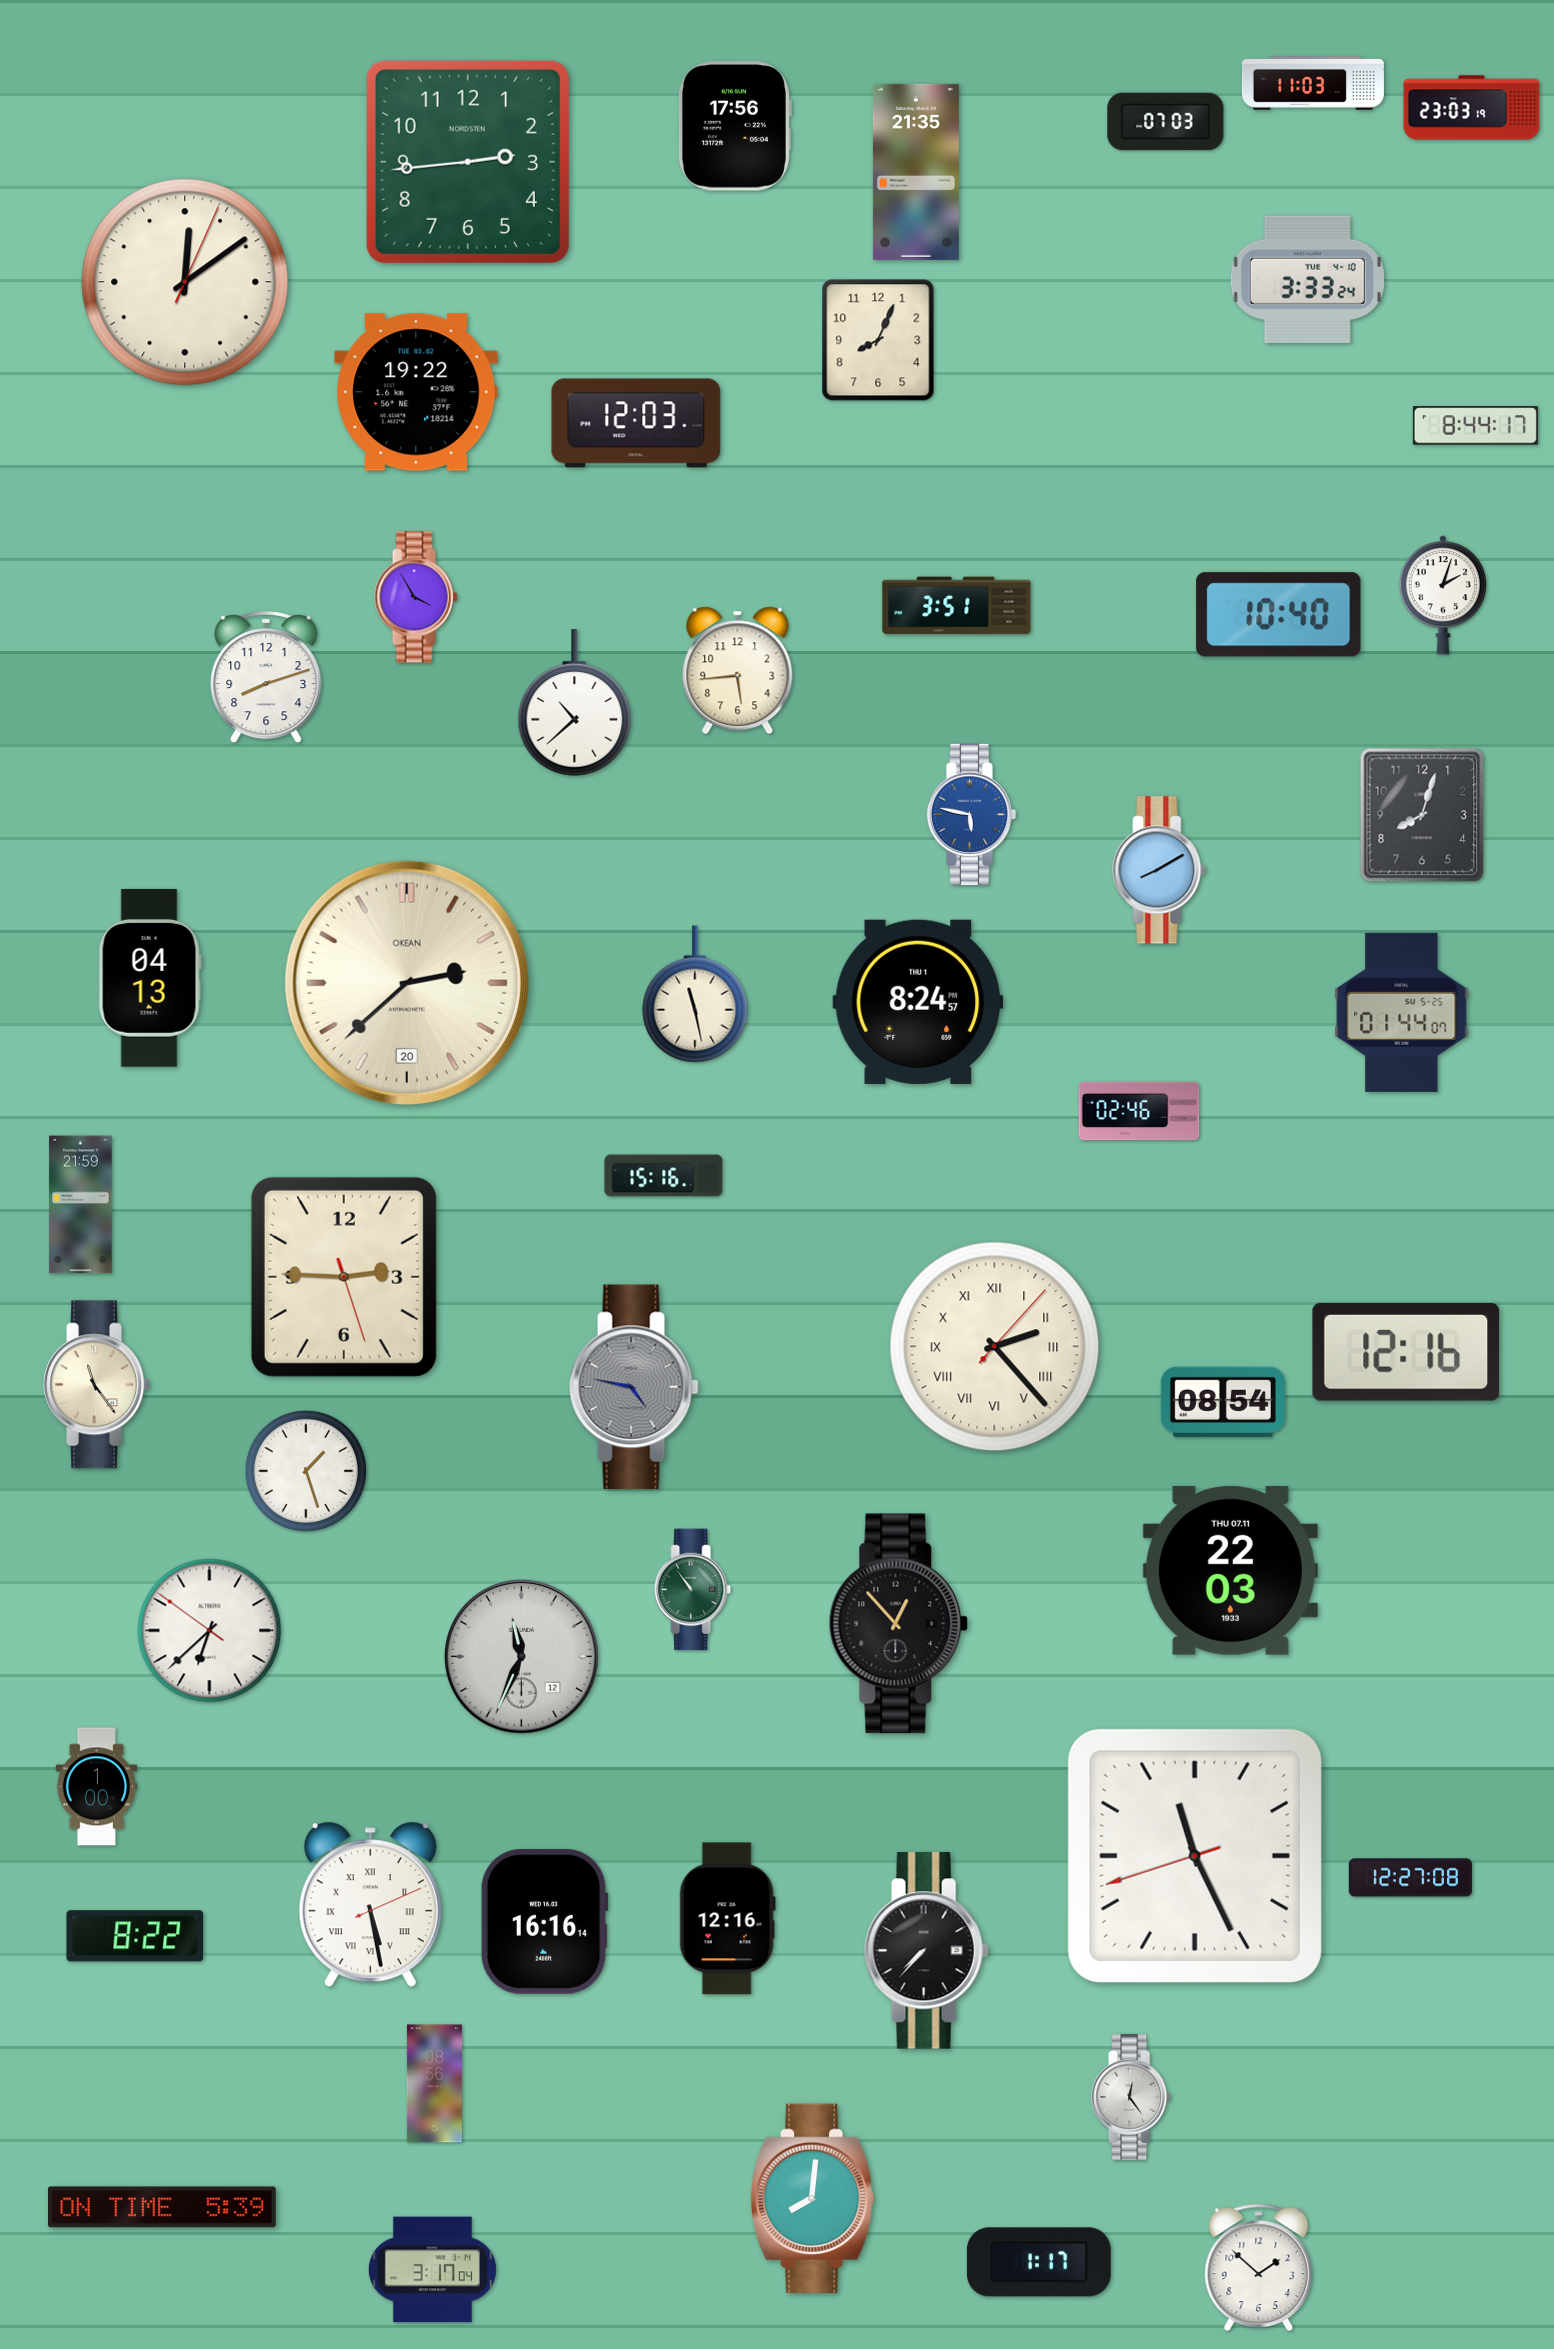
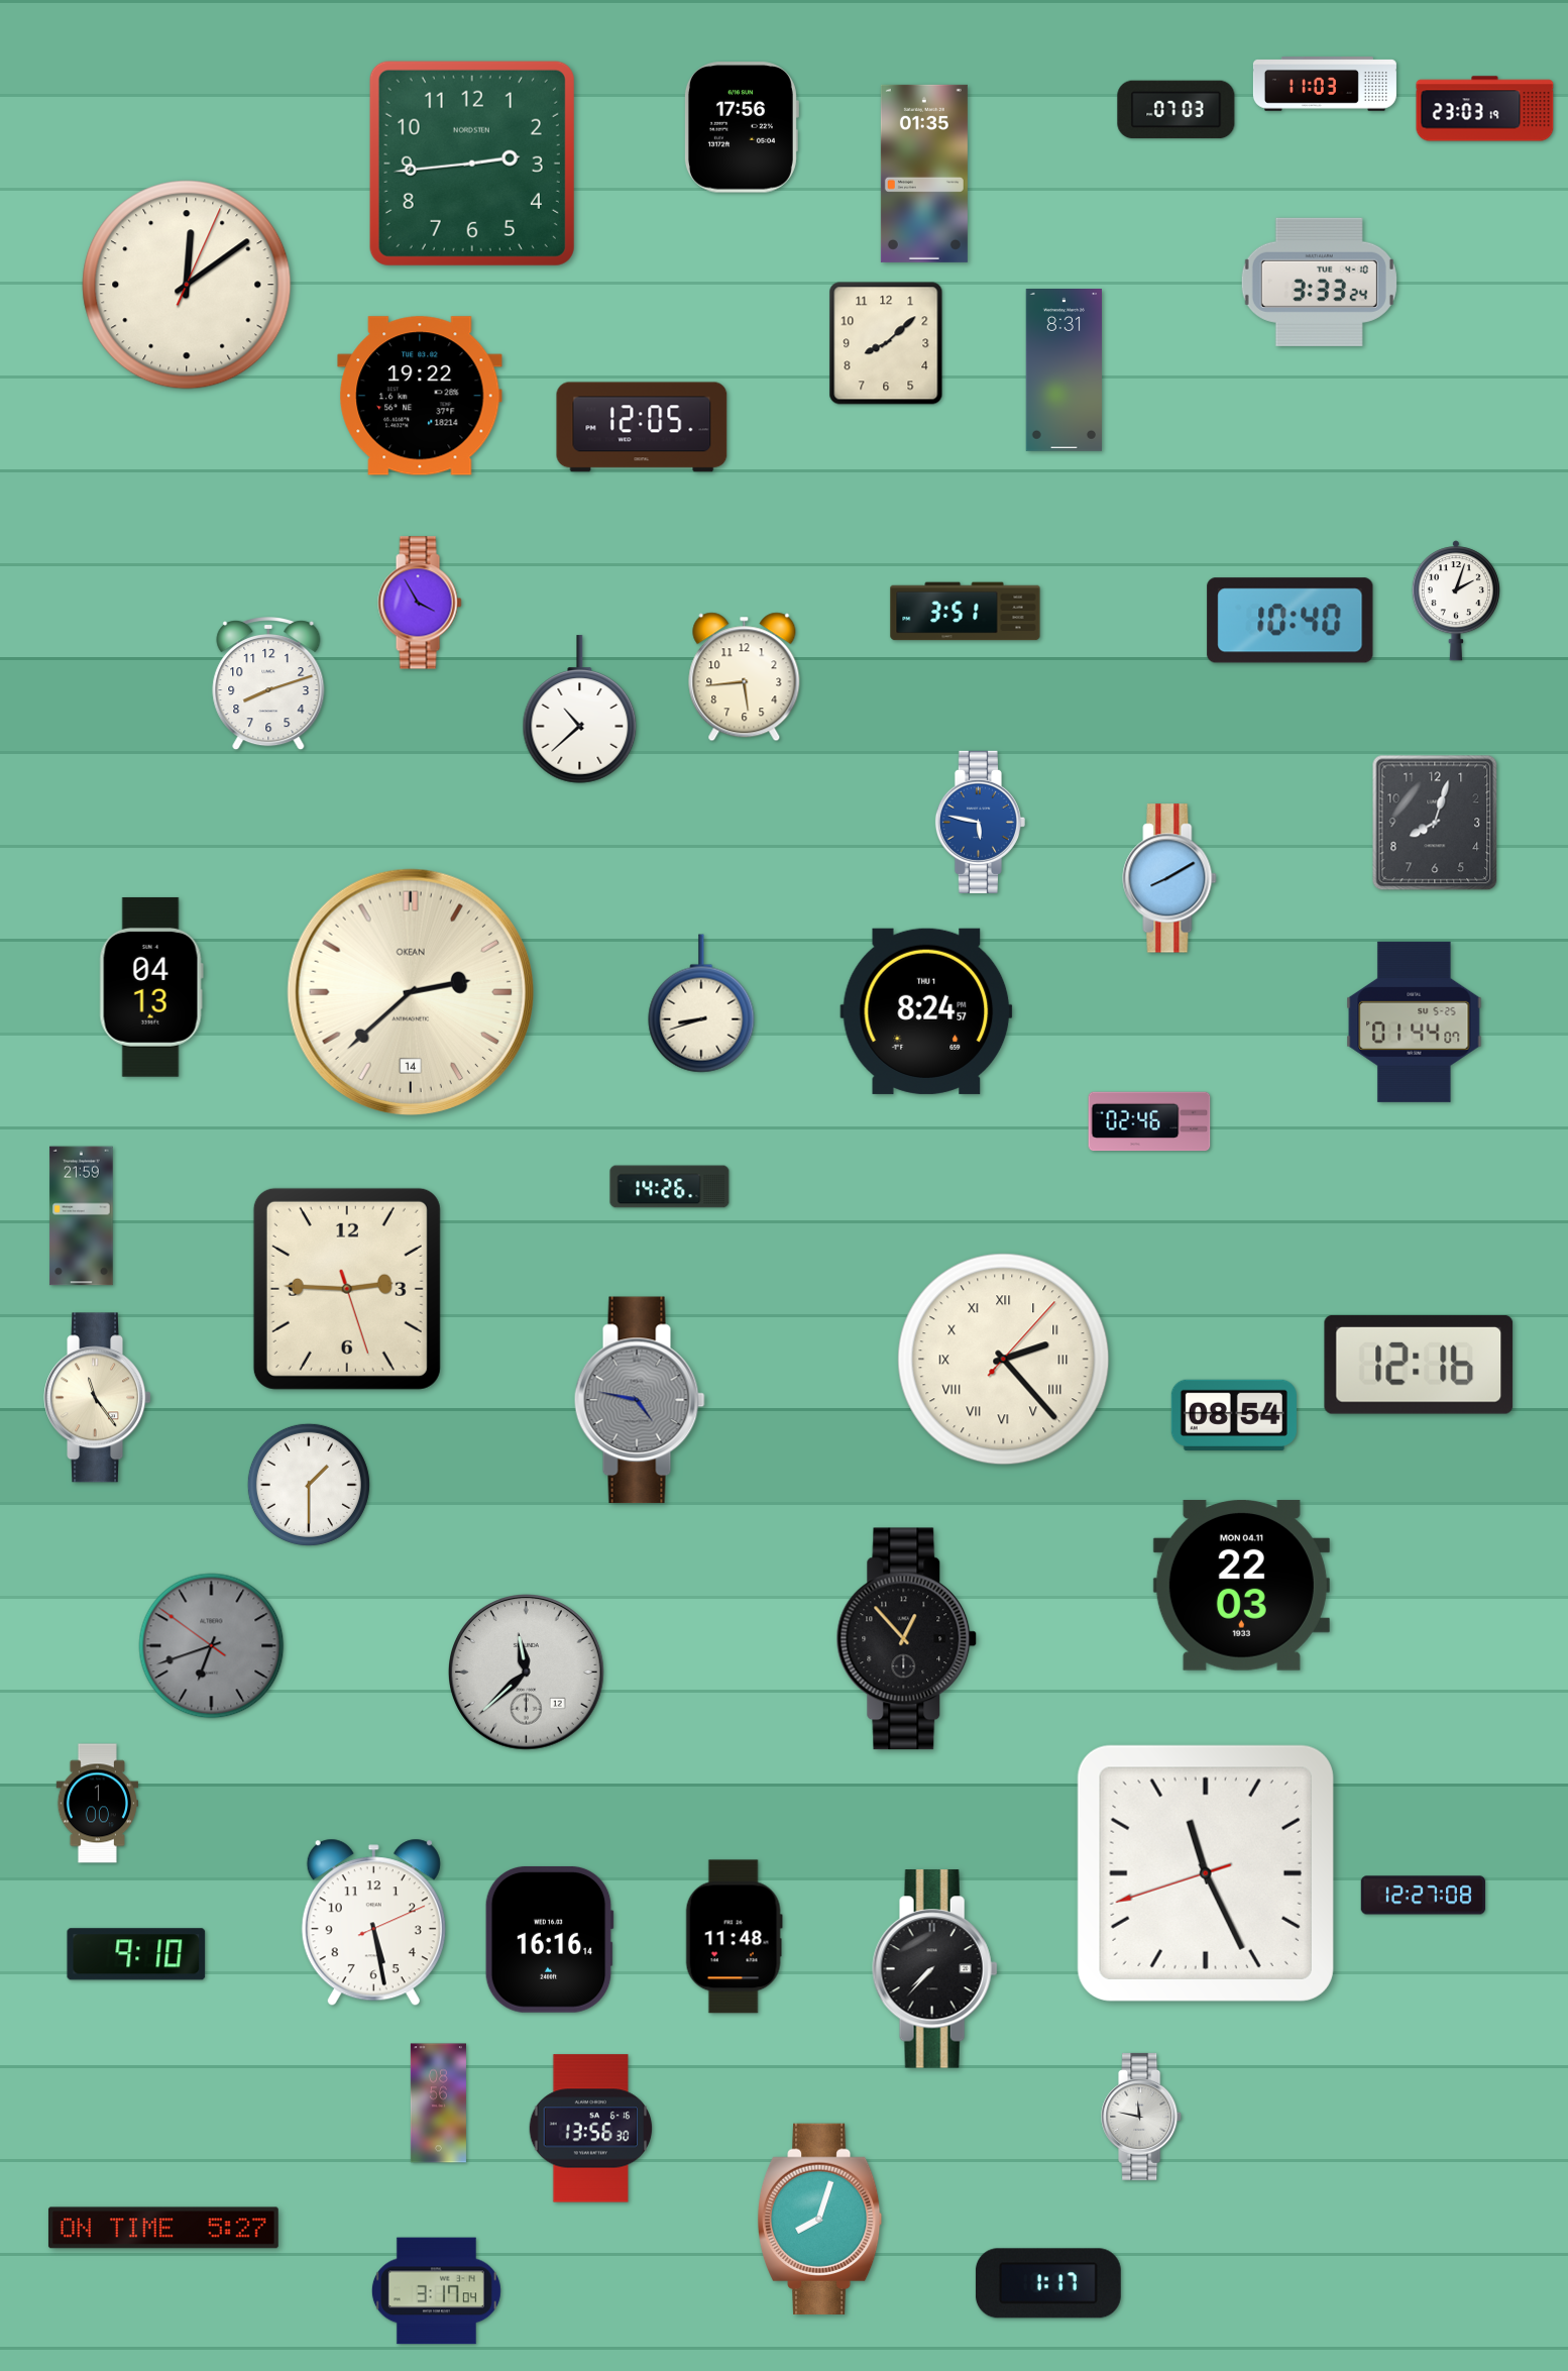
clock at (1166, 122) position: (1166, 122) -> (1177, 110)
clock at (916, 172): 21:35 -> 01:35
clock at (878, 340): 8:04 -> 8:08
clock at (1063, 370): none -> 8:31
clock at (636, 423): 12:03 -> 12:05
clock at (1475, 426): 8:44 -> none
clock at (407, 983) date: 20 -> 14
clock at (695, 994): 11:28 -> 8:42
clock at (664, 1176): 15:16 -> 14:26
clock at (306, 1471): 1:27 -> 1:30
clock at (1230, 1570) date: THU 07.11 -> MON 04.11
clock at (693, 1590): 10:54 -> none
clock at (210, 1631): 6:37 -> 6:41
clock at (210, 1631) dial: white -> grey
clock at (522, 1657): 11:34 -> 11:38
clock at (370, 1905) numerals: Roman -> Arabic
clock at (727, 1919): 12:16 -> 11:48
clock at (135, 1936): 8:22 -> 9:10
clock at (1132, 2097): 12:24 -> 11:47
clock at (591, 2129): none -> 13:56
clock at (812, 2198): 8:01 -> 8:03
clock at (162, 2207): 5:39 -> 5:27
clock at (1259, 2267): 1:52 -> none
